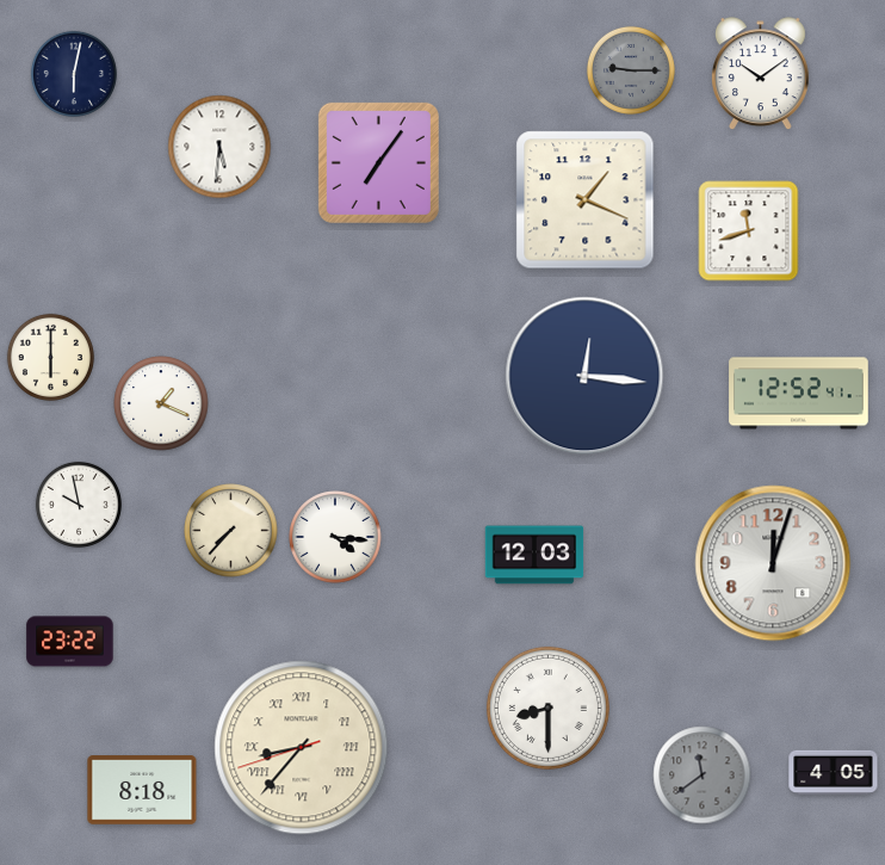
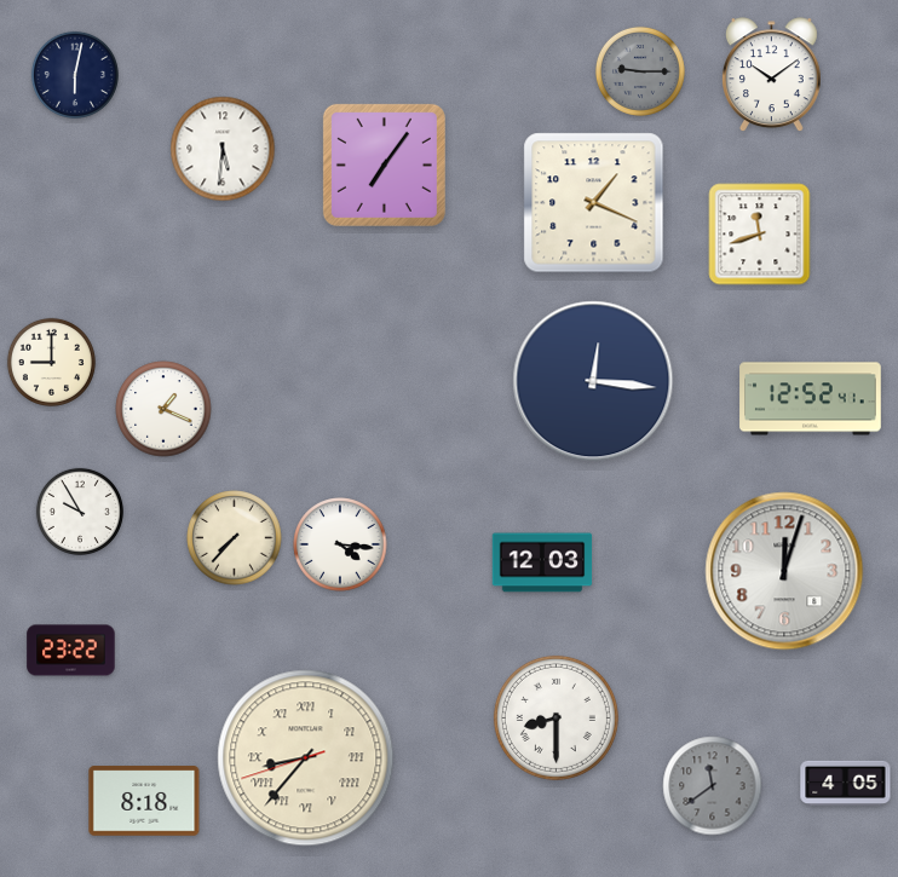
clock at (50, 357): 6:00 -> 9:00
clock at (79, 505): 9:58 -> 9:55
